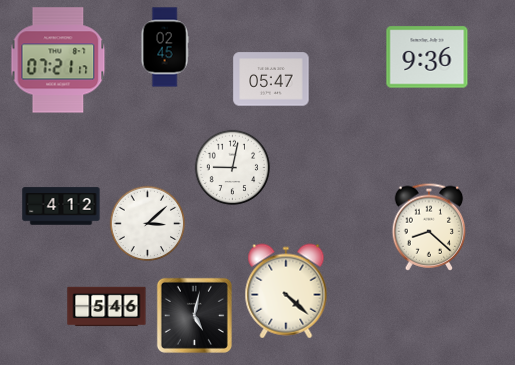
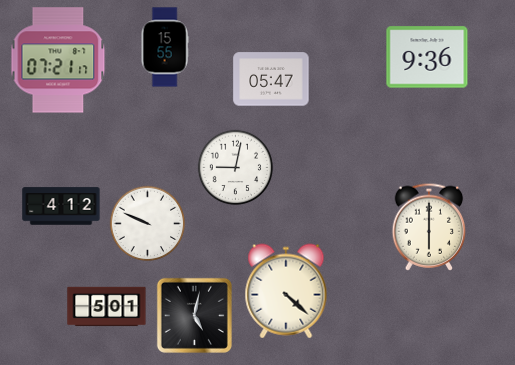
clock at (165, 47): 02:45 -> 15:55
clock at (233, 168) position: (233, 168) -> (236, 168)
clock at (148, 224): 3:08 -> 9:49
clock at (429, 227): 8:22 -> 6:00
clock at (107, 307): 5:46 -> 5:01
